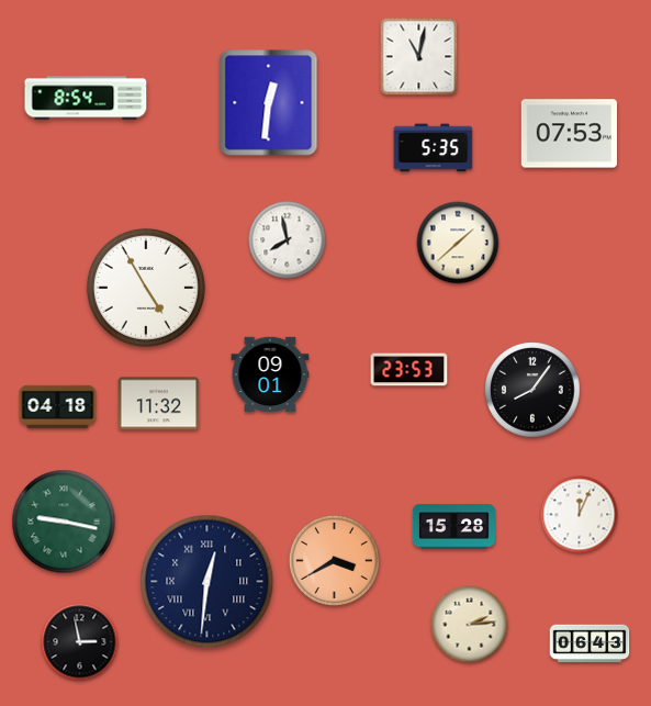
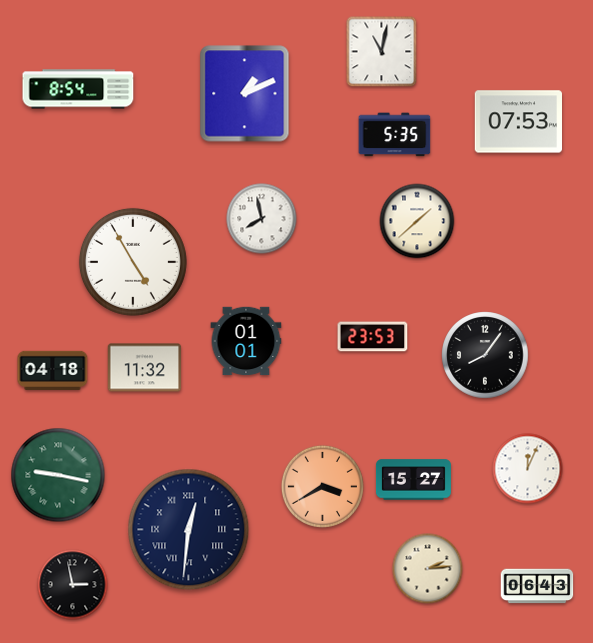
clock at (269, 103): 12:31 -> 1:11
clock at (270, 374): 09:01 -> 01:01
clock at (453, 527): 15:28 -> 15:27
clock at (334, 560) position: (334, 560) -> (322, 486)
